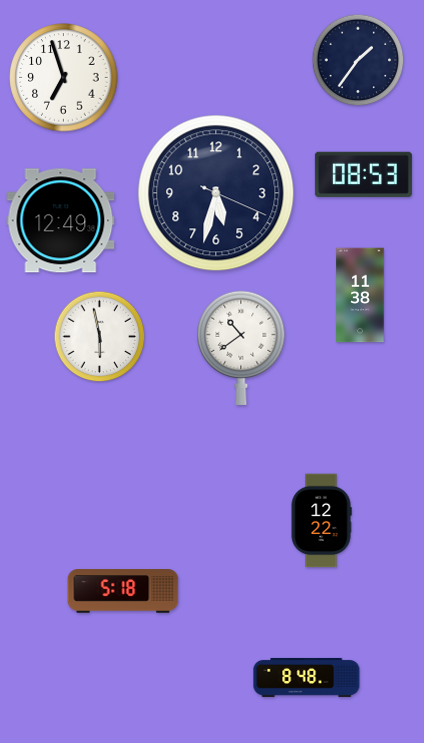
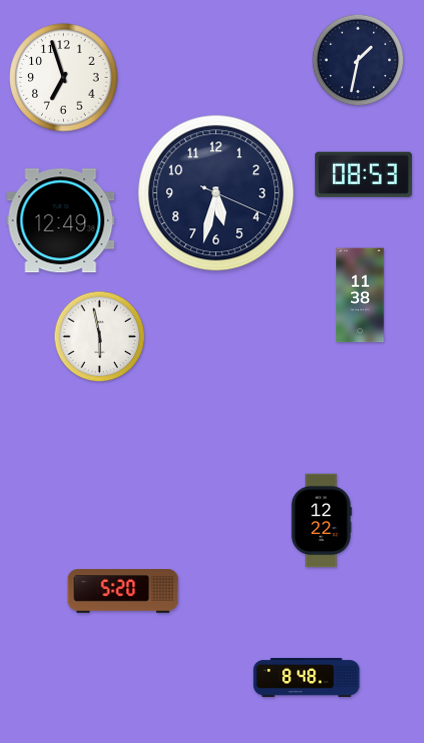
clock at (358, 60): 1:36 -> 1:32
clock at (241, 348): 10:39 -> none
clock at (123, 591): 5:18 -> 5:20
